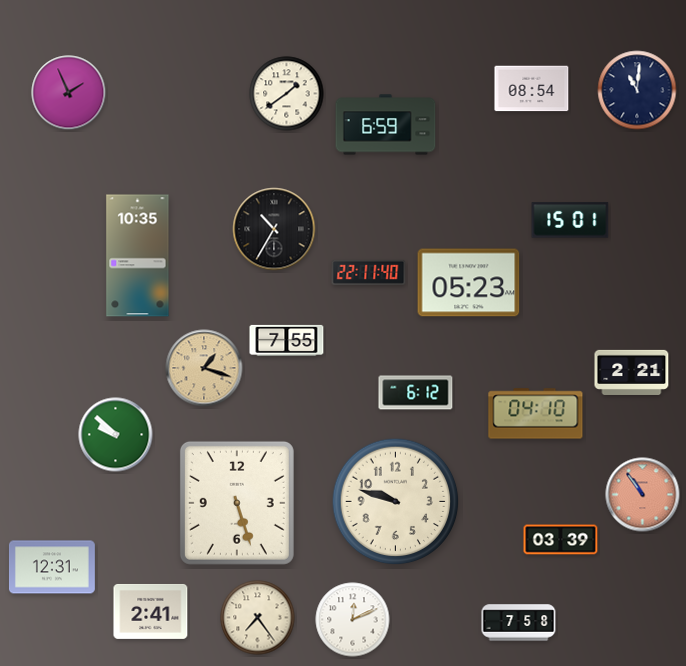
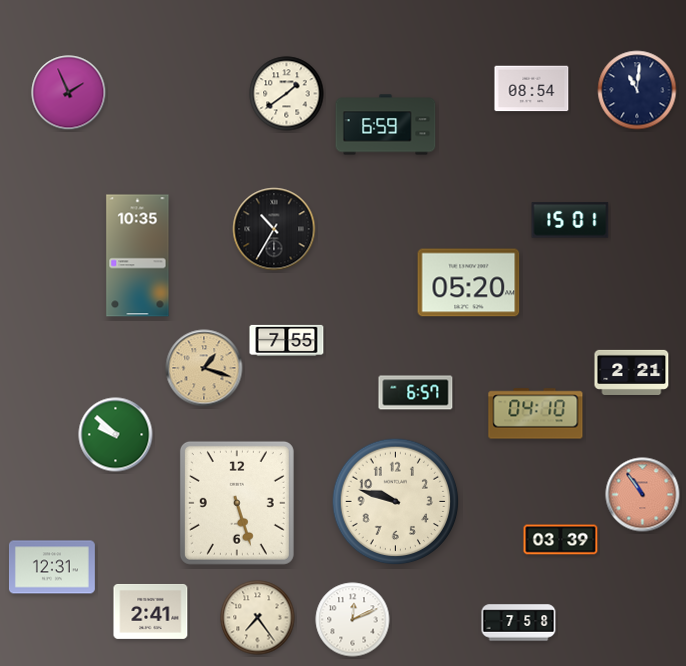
clock at (369, 272): 22:11 -> none
clock at (469, 283): 05:23 -> 05:20
clock at (416, 393): 6:12 -> 6:57
